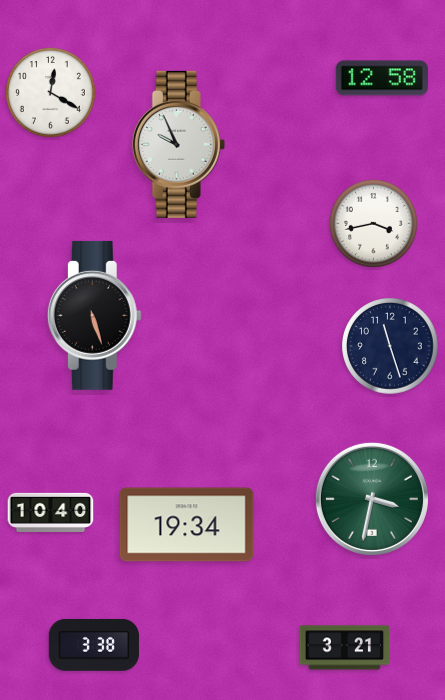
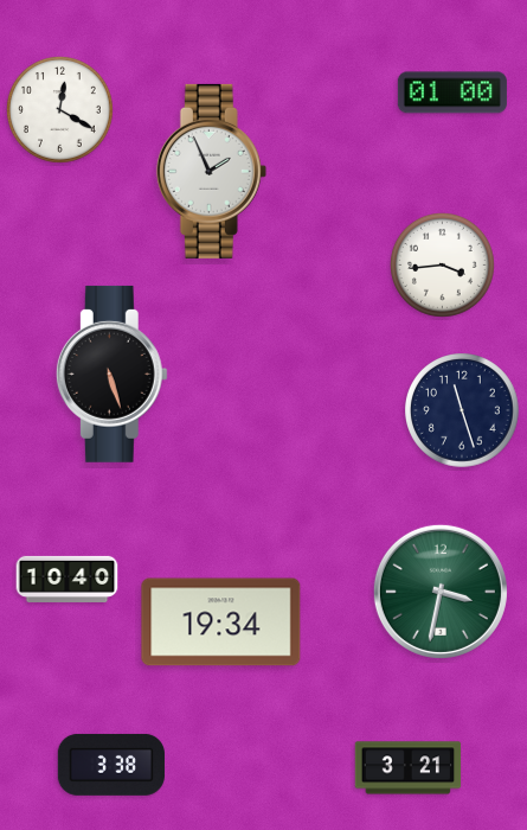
clock at (382, 78): 12:58 -> 01:00
clock at (178, 144): 9:56 -> 1:56
clock at (373, 223): 3:43 -> 3:44
clock at (51, 512) position: (51, 512) -> (68, 579)
